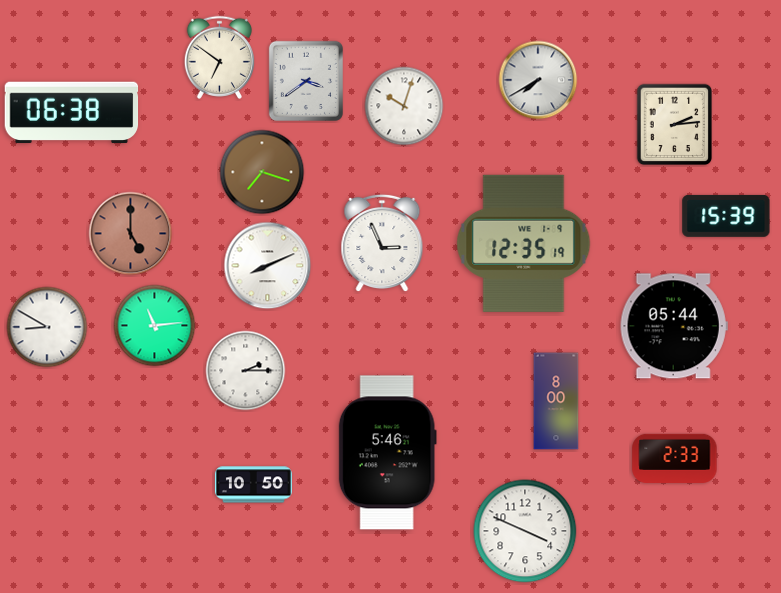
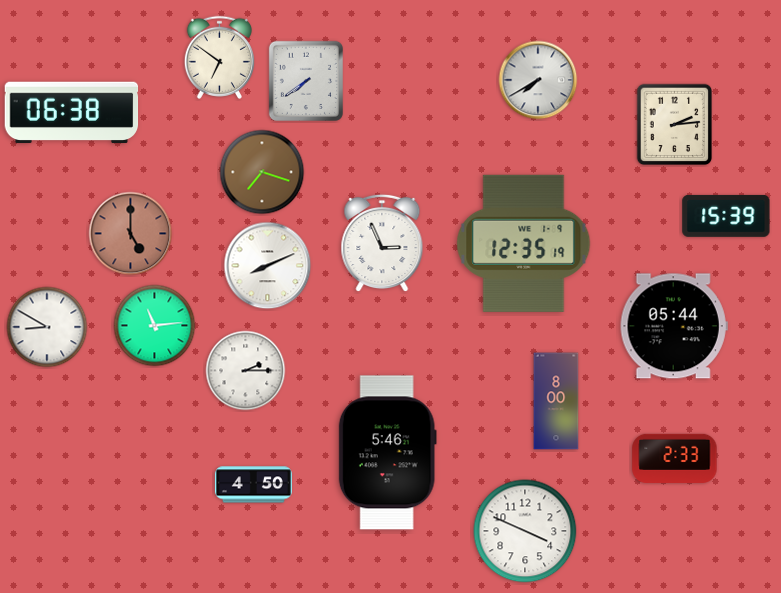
clock at (306, 81): 3:39 -> 7:39
clock at (404, 106): 10:03 -> none
clock at (253, 485): 10:50 -> 4:50
